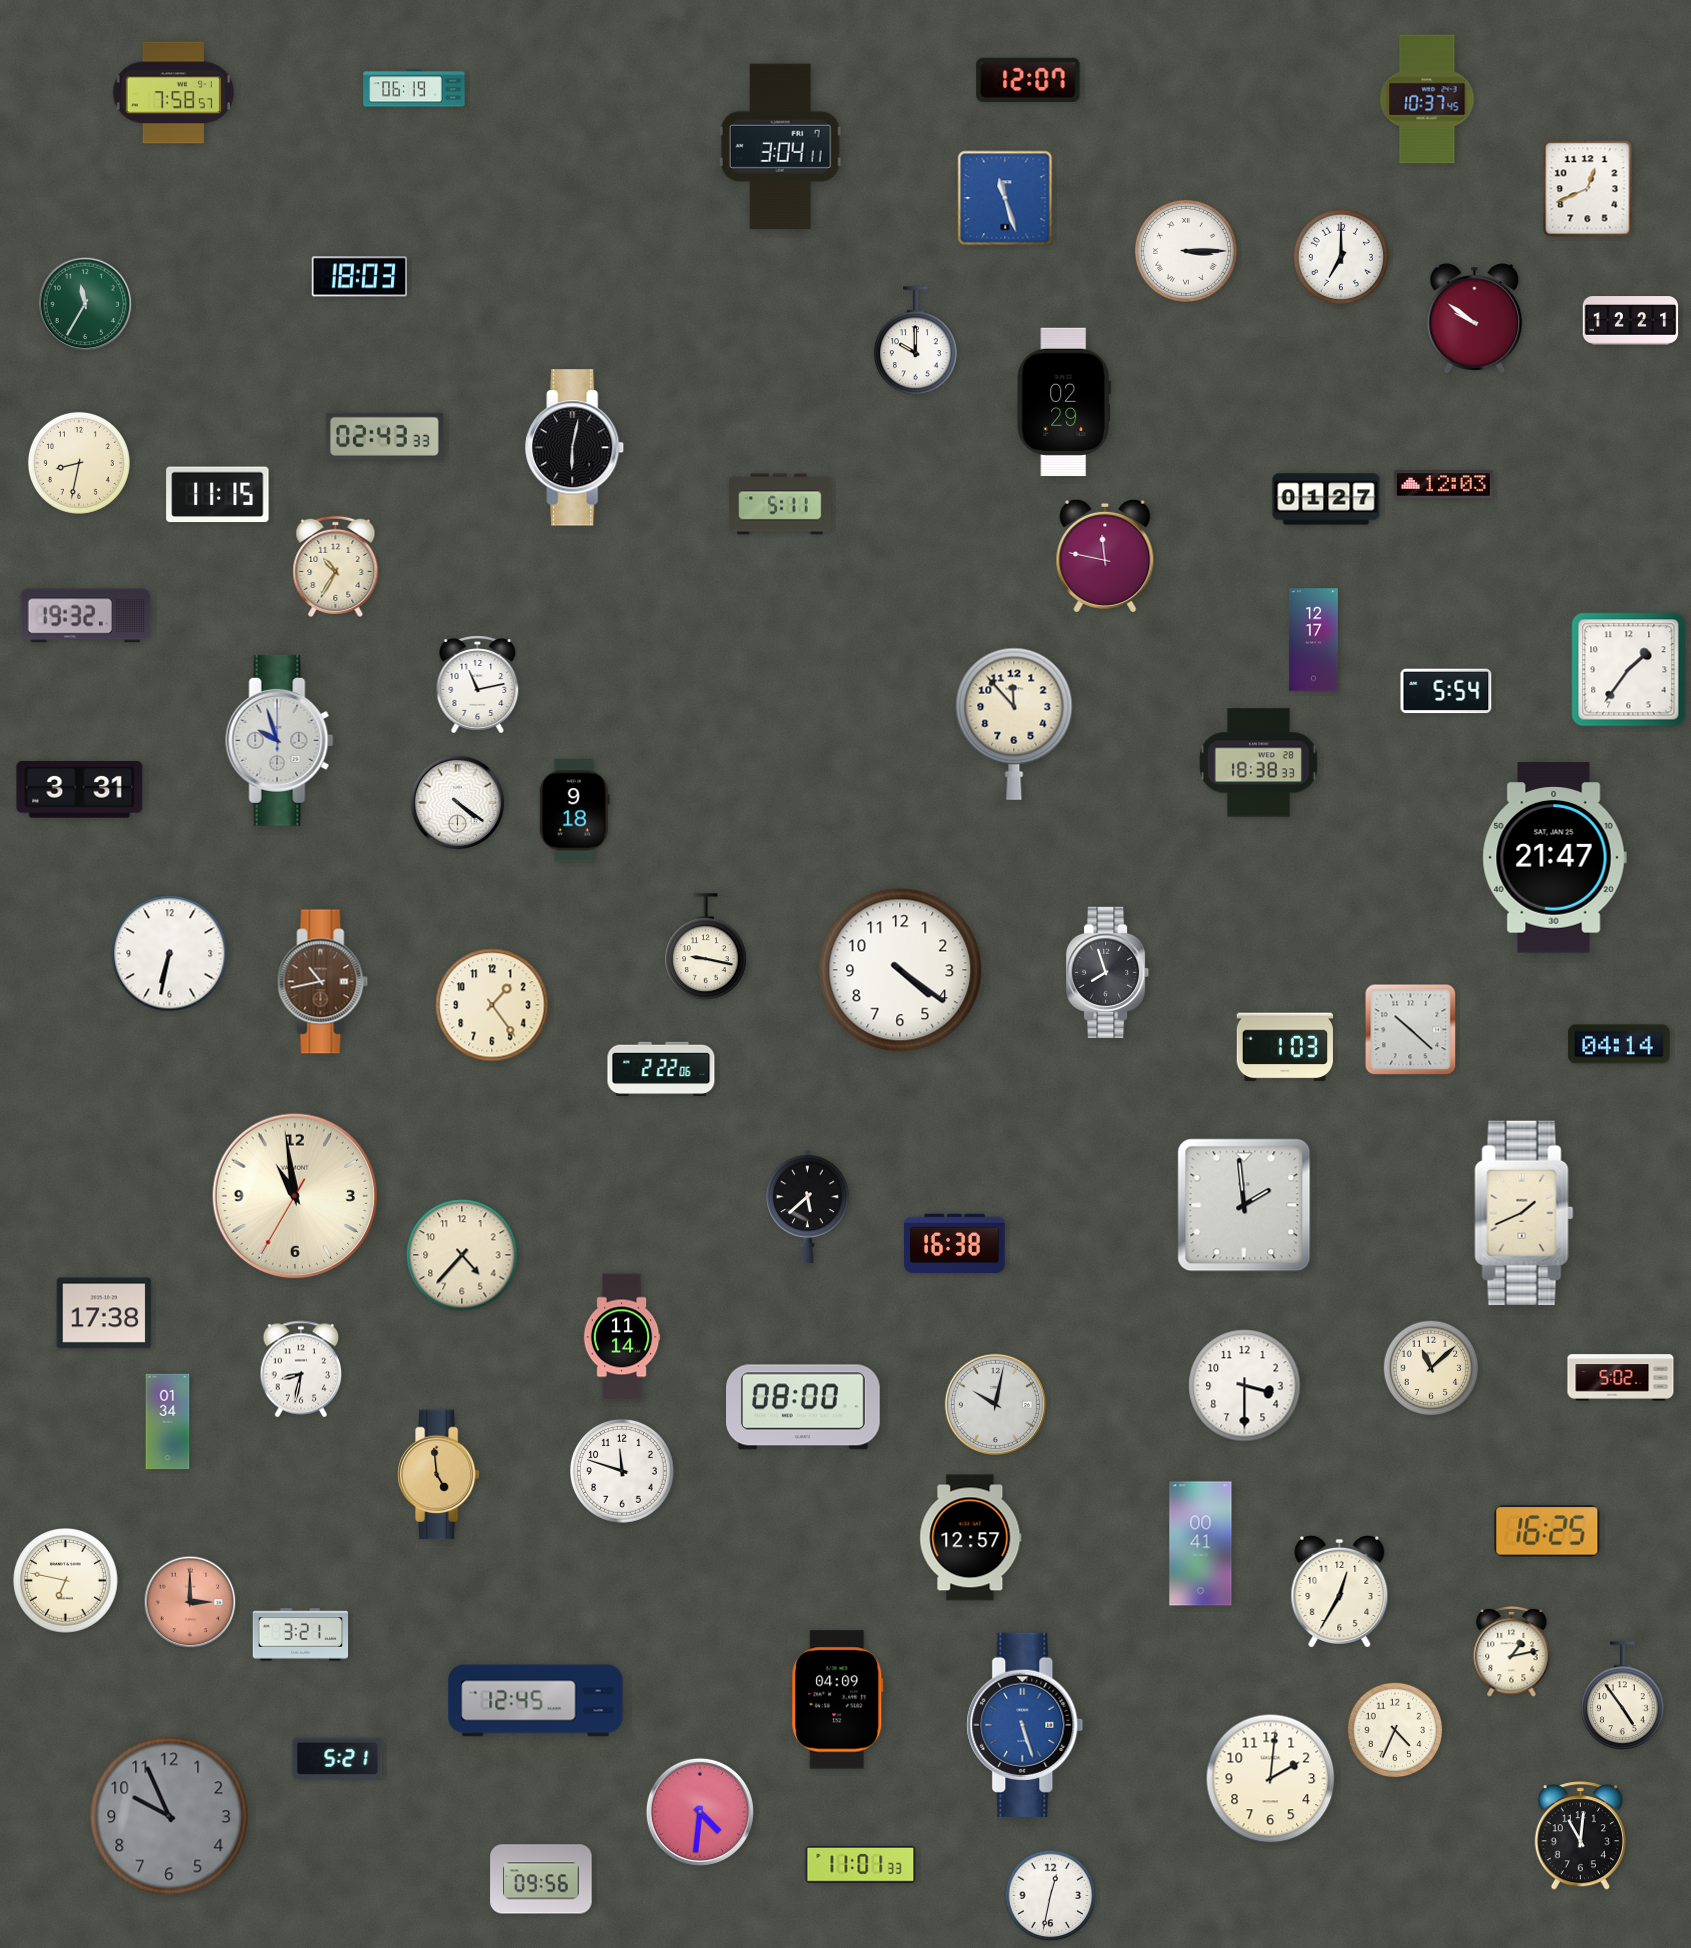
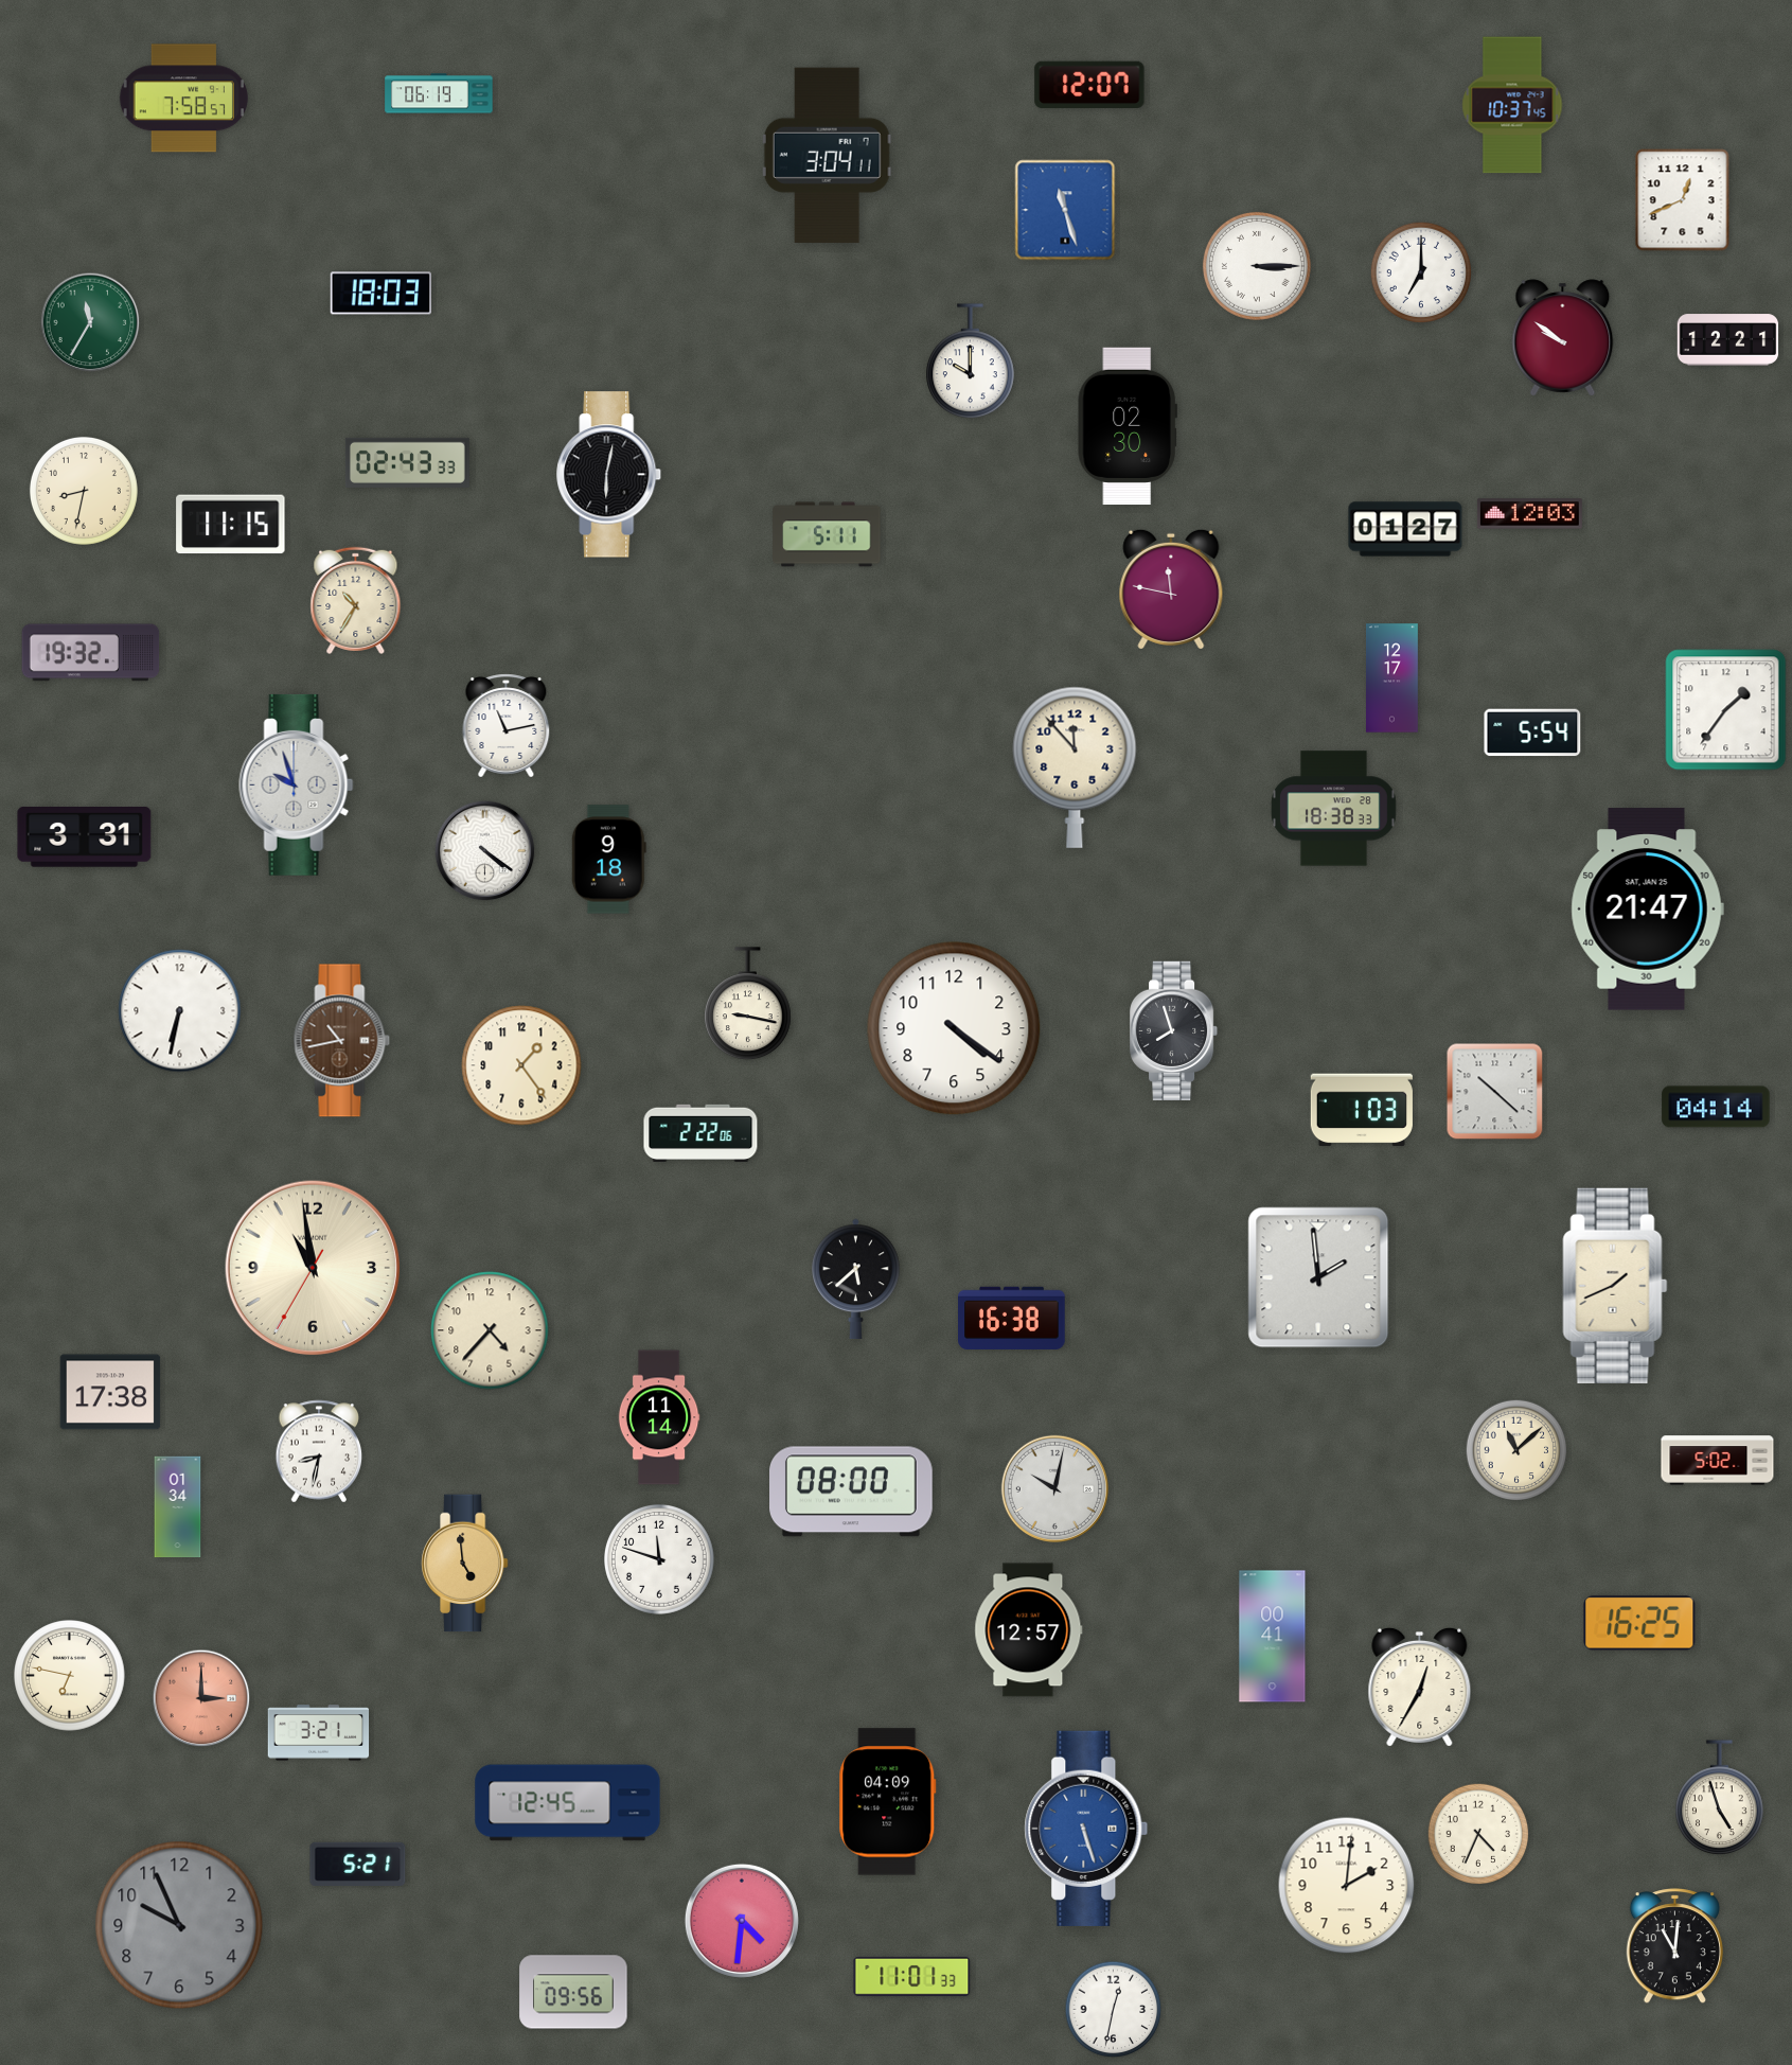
clock at (1064, 402): 02:29 -> 02:30
clock at (1245, 1386): 3:30 -> none
clock at (1512, 1651): 1:13 -> none
clock at (1623, 1696): 4:54 -> 4:57
